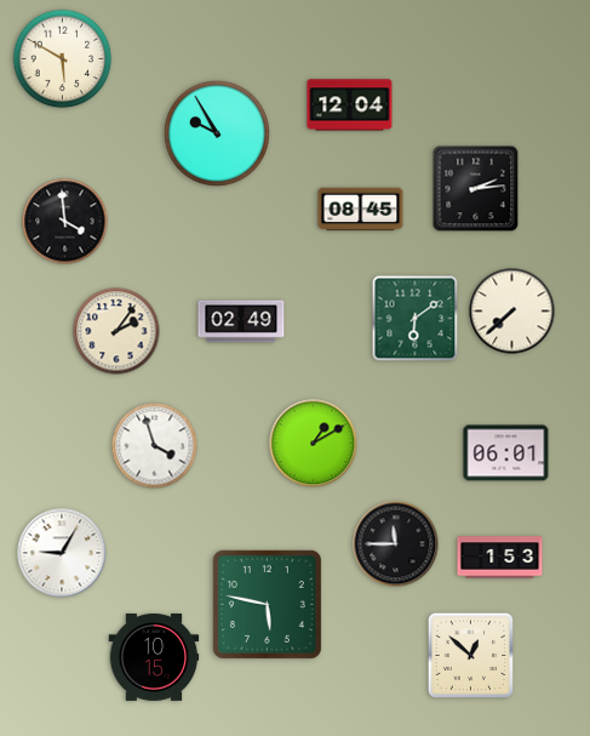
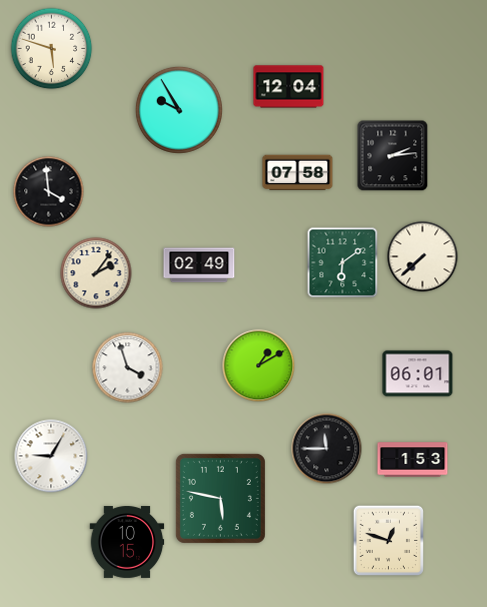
clock at (63, 59): 5:50 -> 5:48
clock at (361, 210): 08:45 -> 07:58
clock at (65, 222) position: (65, 222) -> (49, 192)
clock at (471, 656): 12:52 -> 12:48
